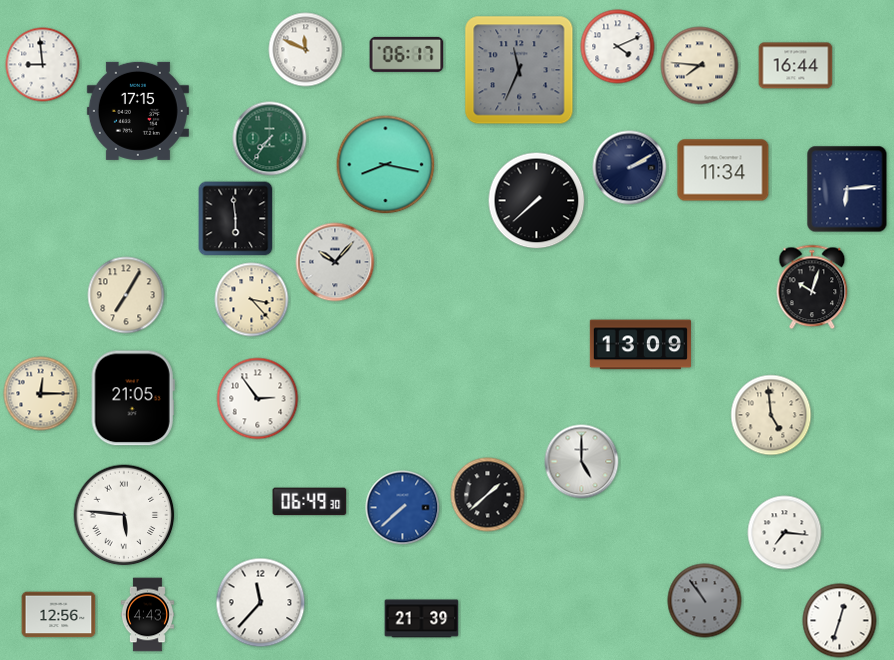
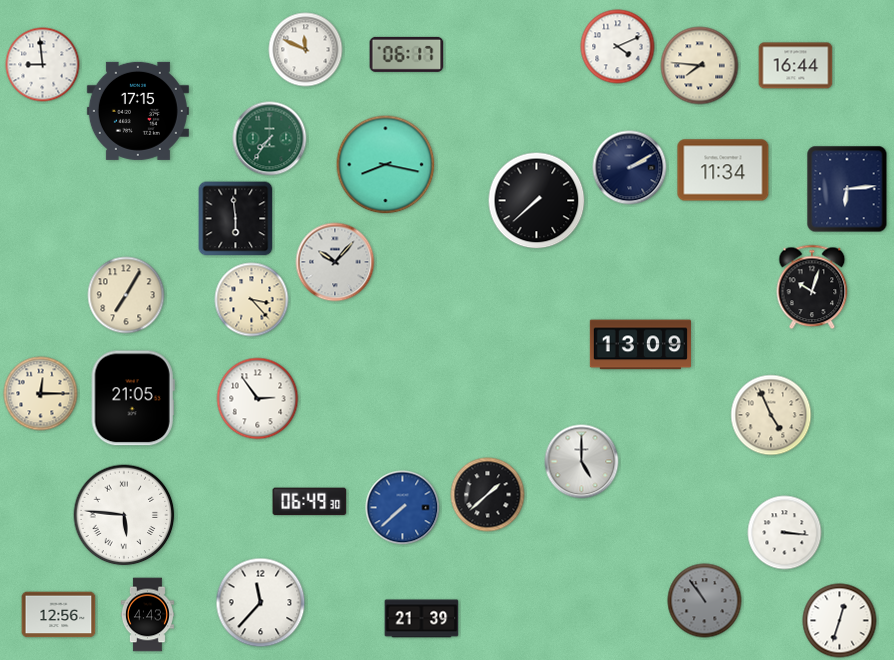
clock at (519, 70): 11:34 -> none
clock at (771, 415): 4:59 -> 4:56
clock at (785, 533): 7:16 -> 3:16
